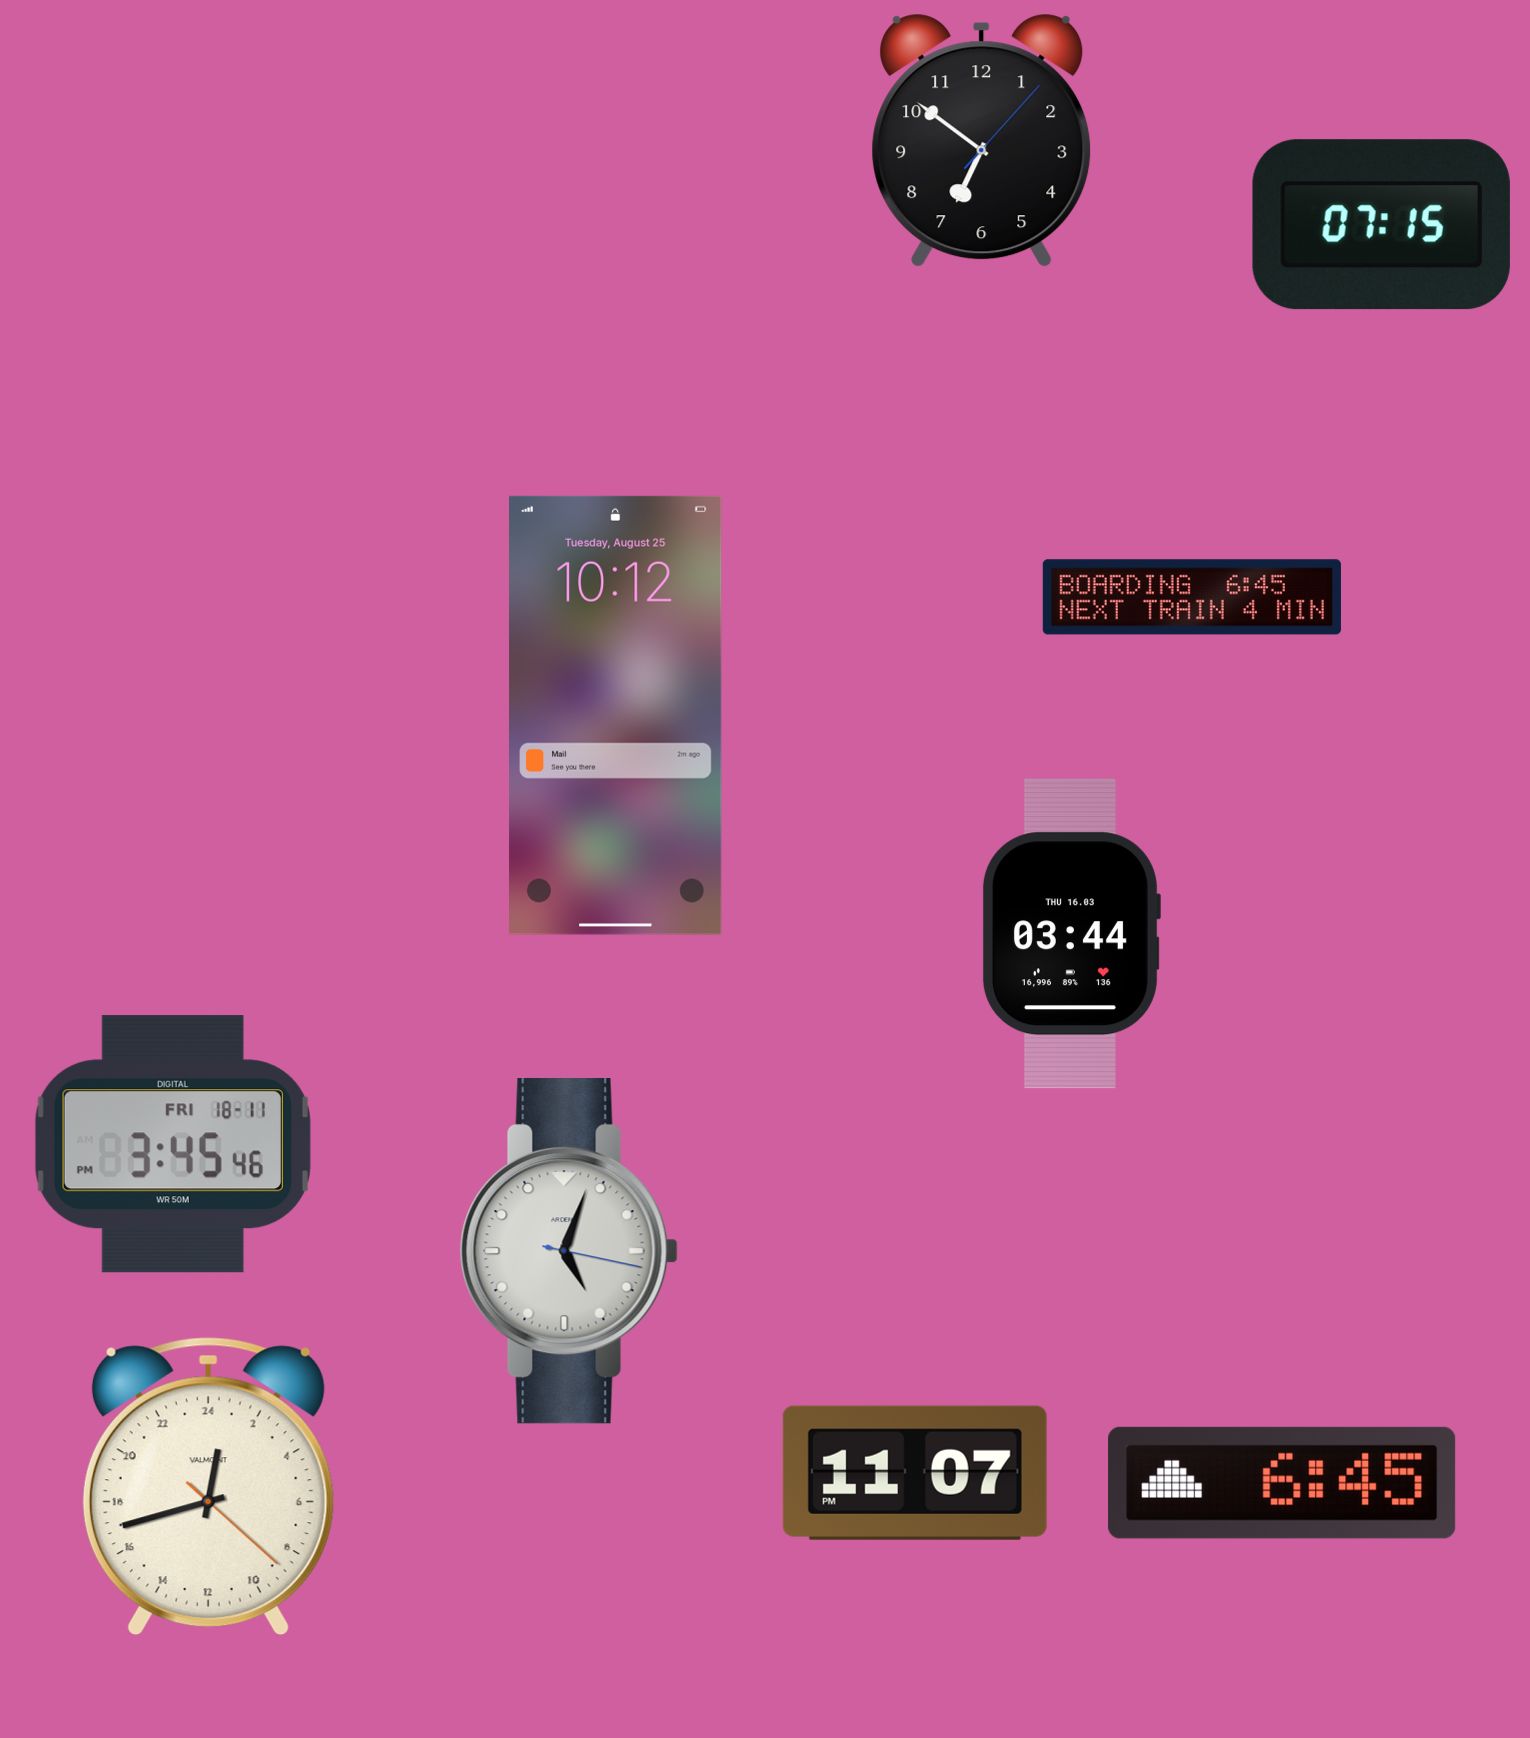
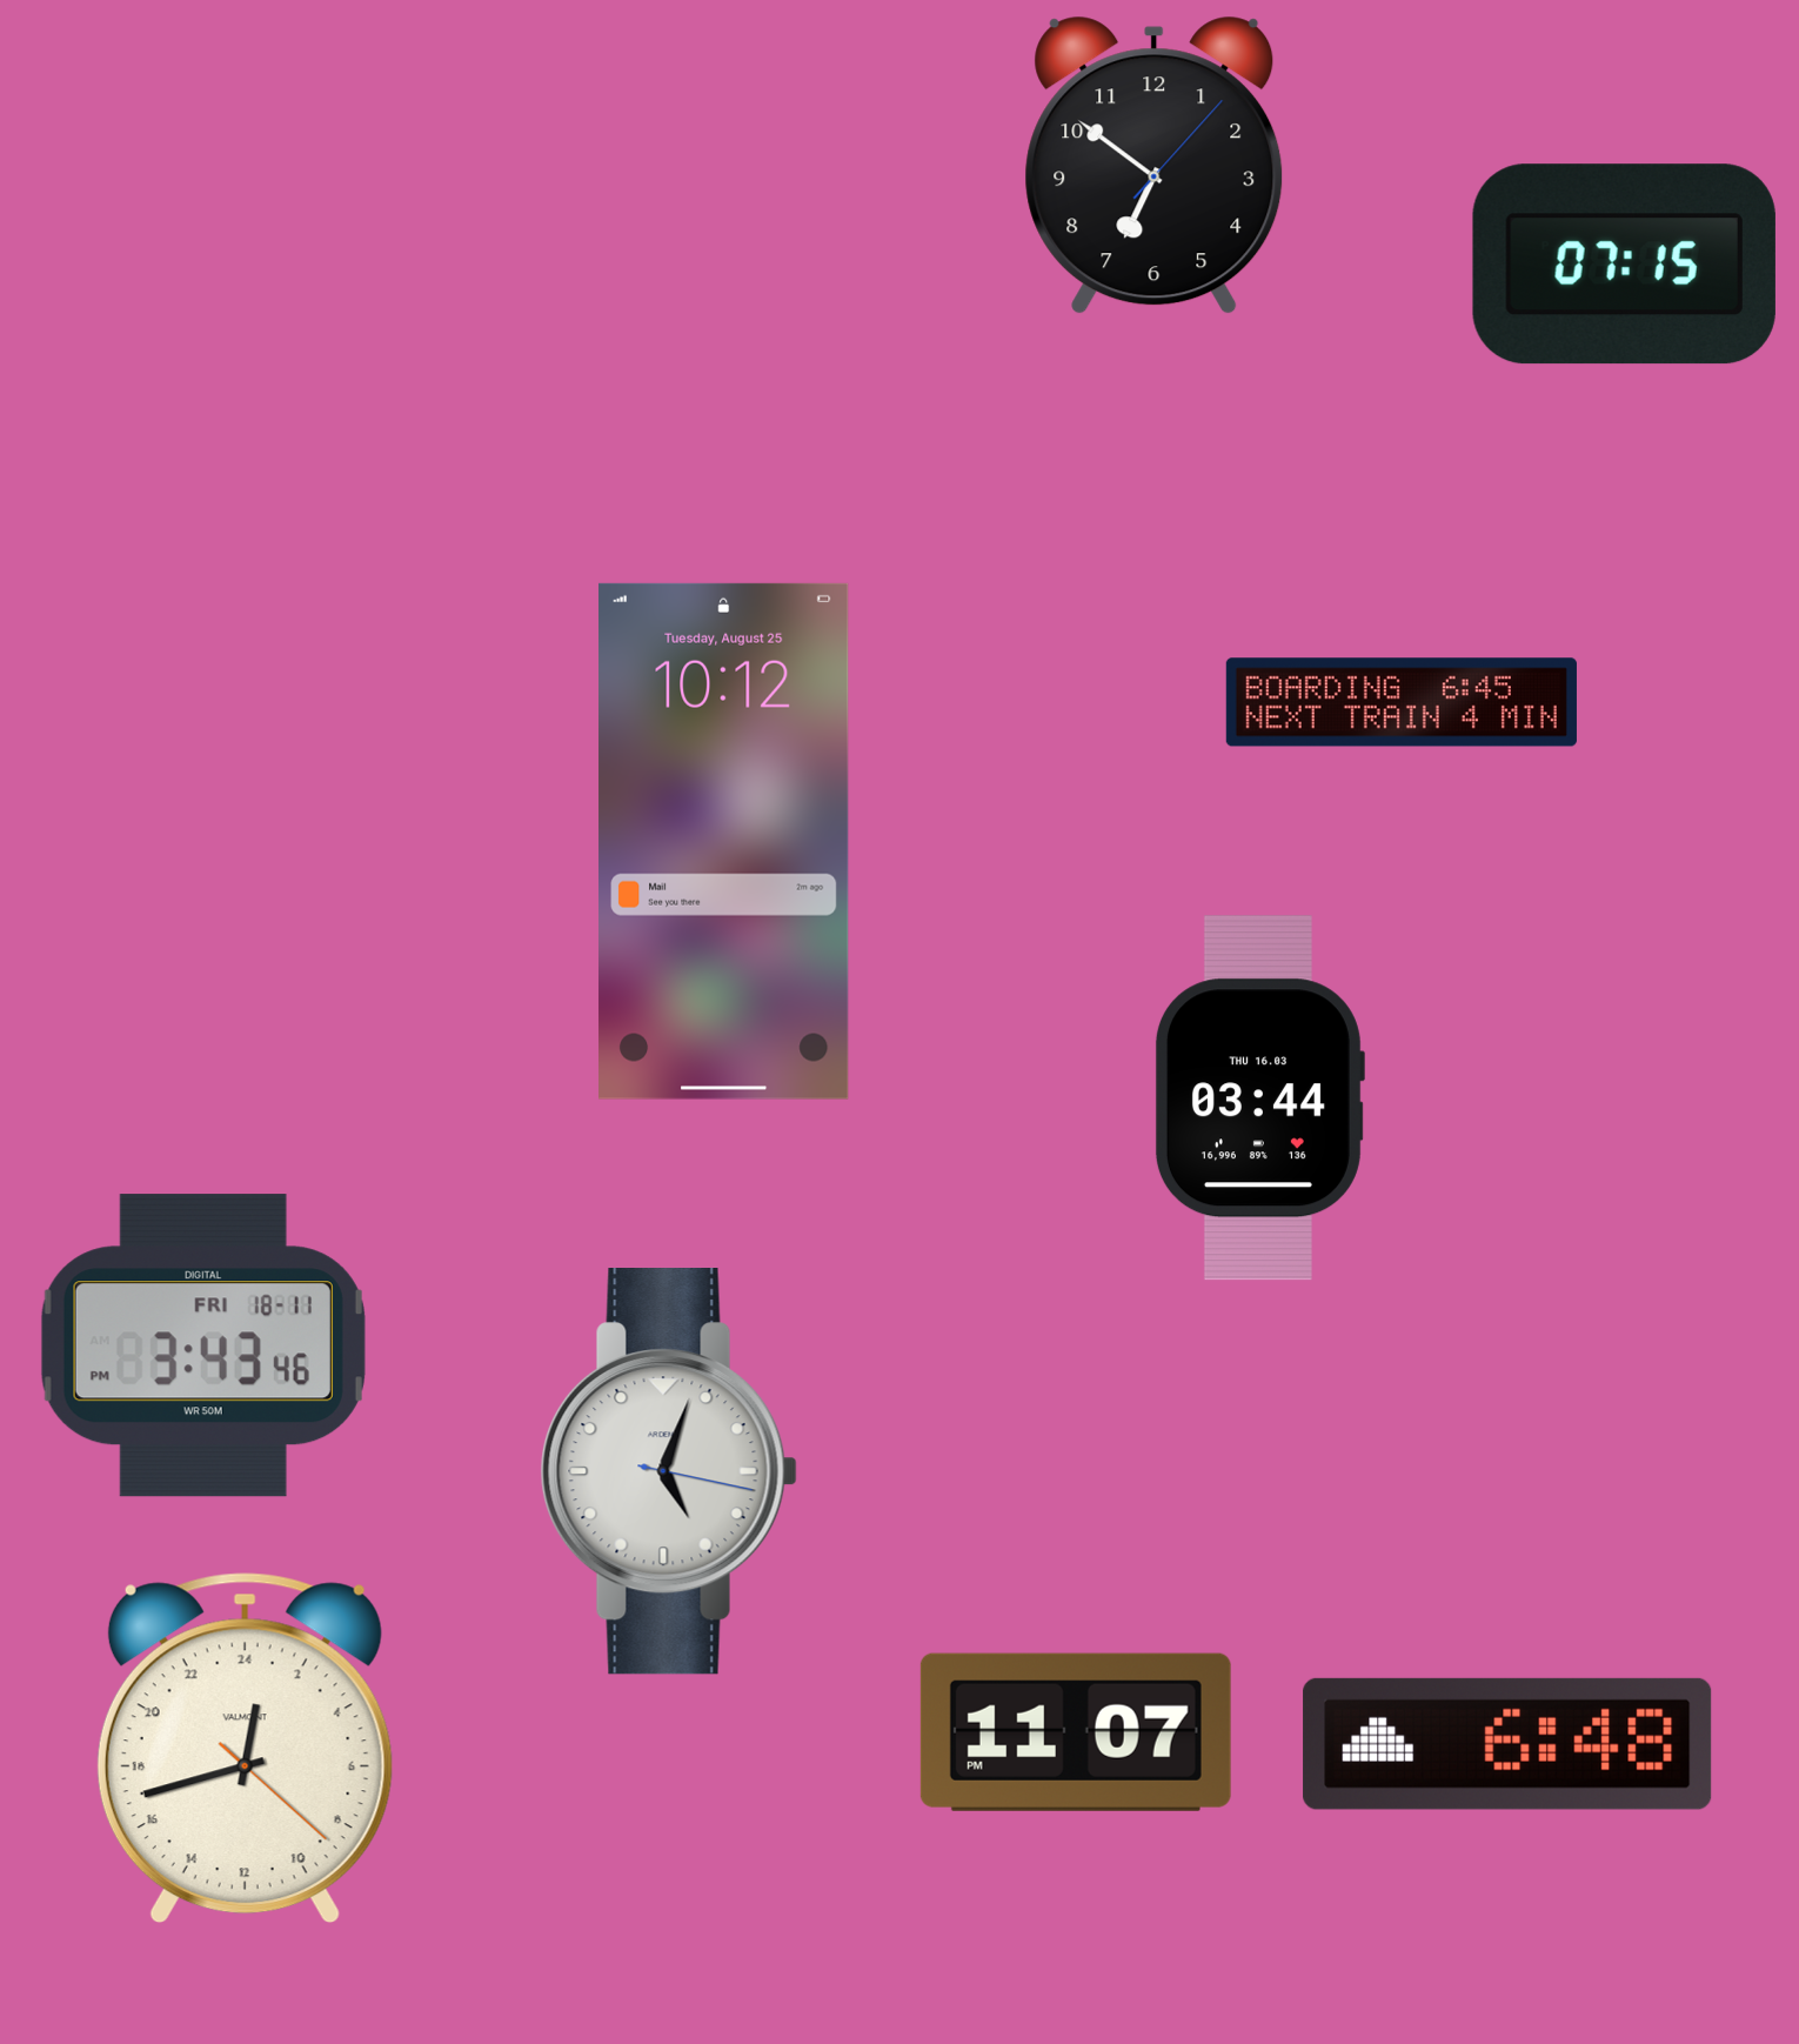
clock at (173, 1144): 3:45 -> 3:43
clock at (1282, 1483): 6:45 -> 6:48
